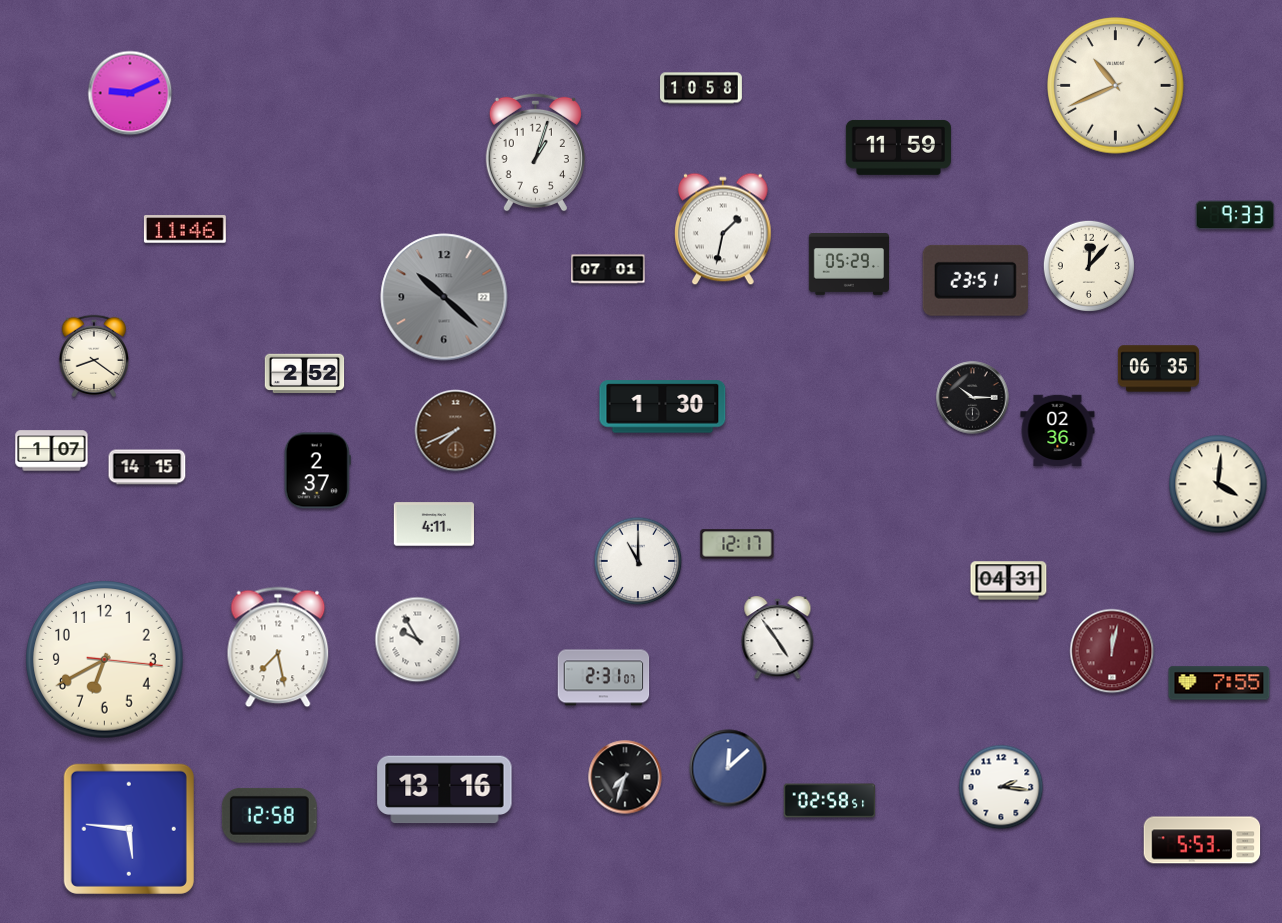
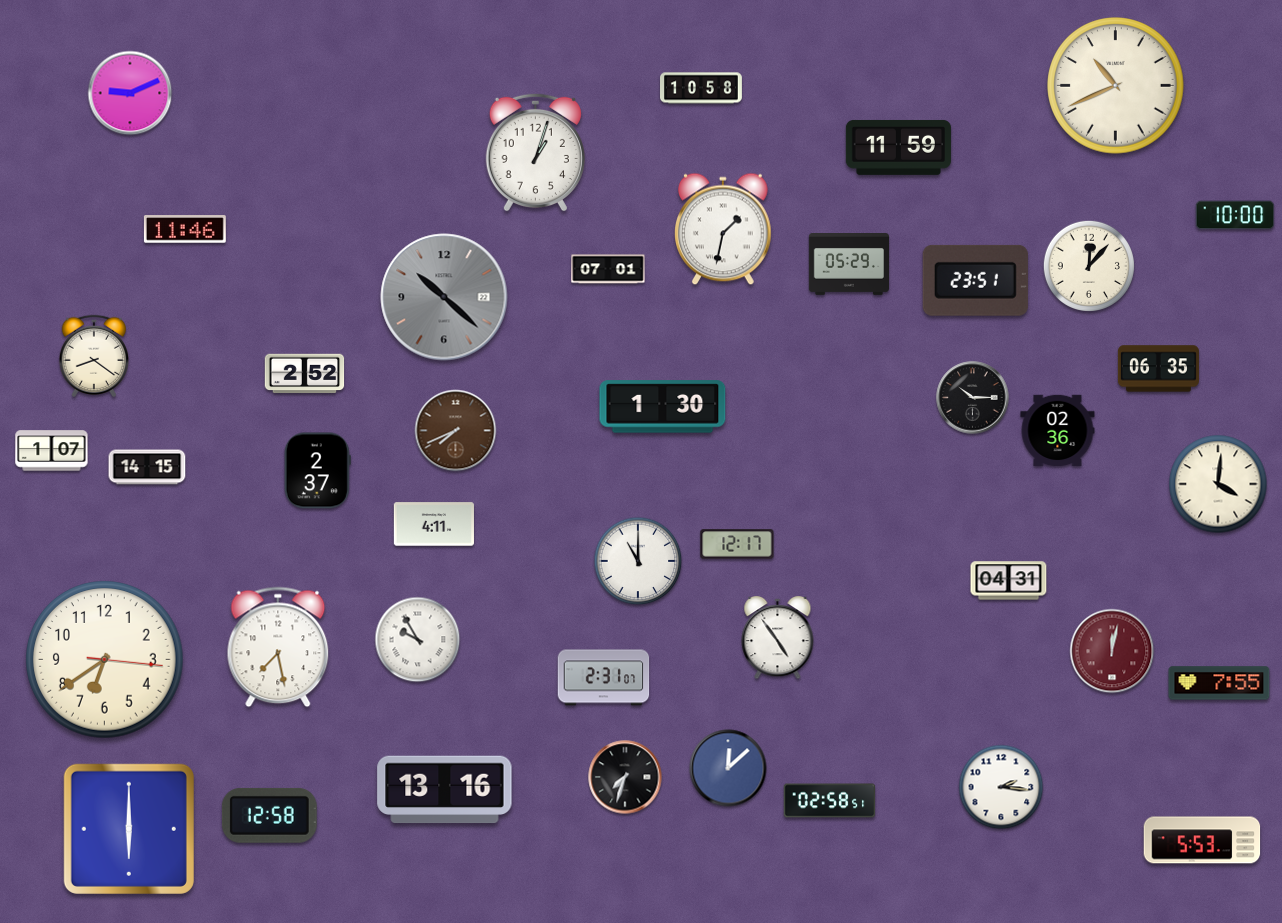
clock at (1235, 215): 9:33 -> 10:00
clock at (105, 660): 6:40 -> 6:39
clock at (129, 829): 5:46 -> 6:00
